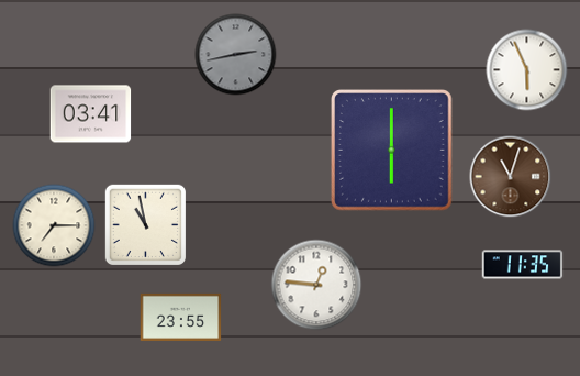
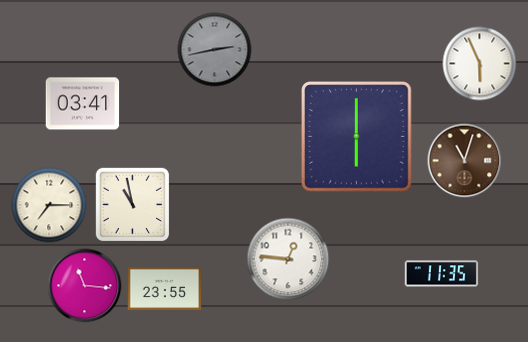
clock at (523, 265) position: (523, 265) -> (442, 274)
clock at (85, 286): none -> 11:16
